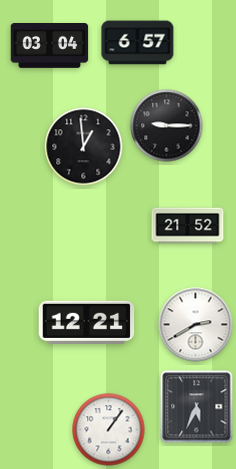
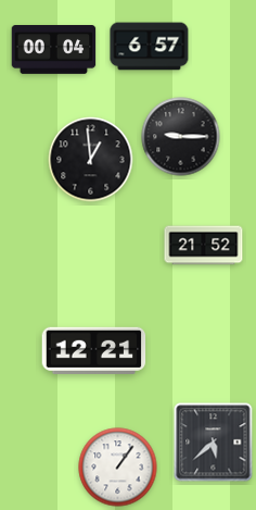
clock at (50, 46): 03:04 -> 00:04
clock at (196, 325): 2:40 -> none
clock at (197, 407): 5:34 -> 5:38
